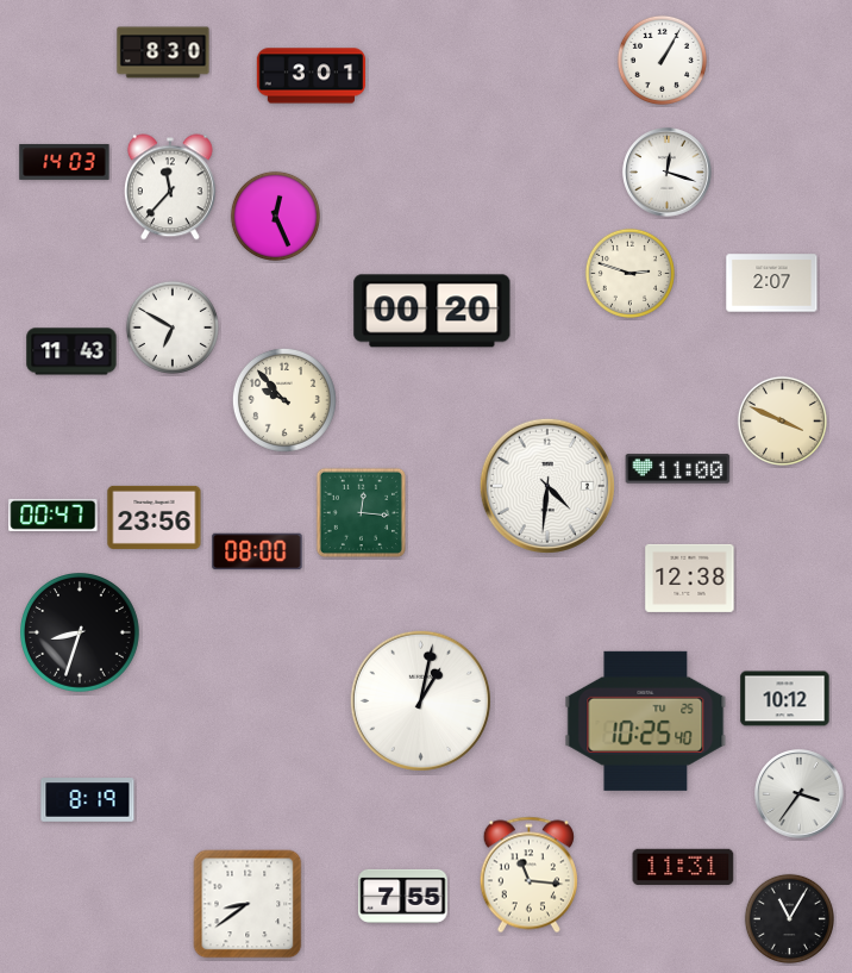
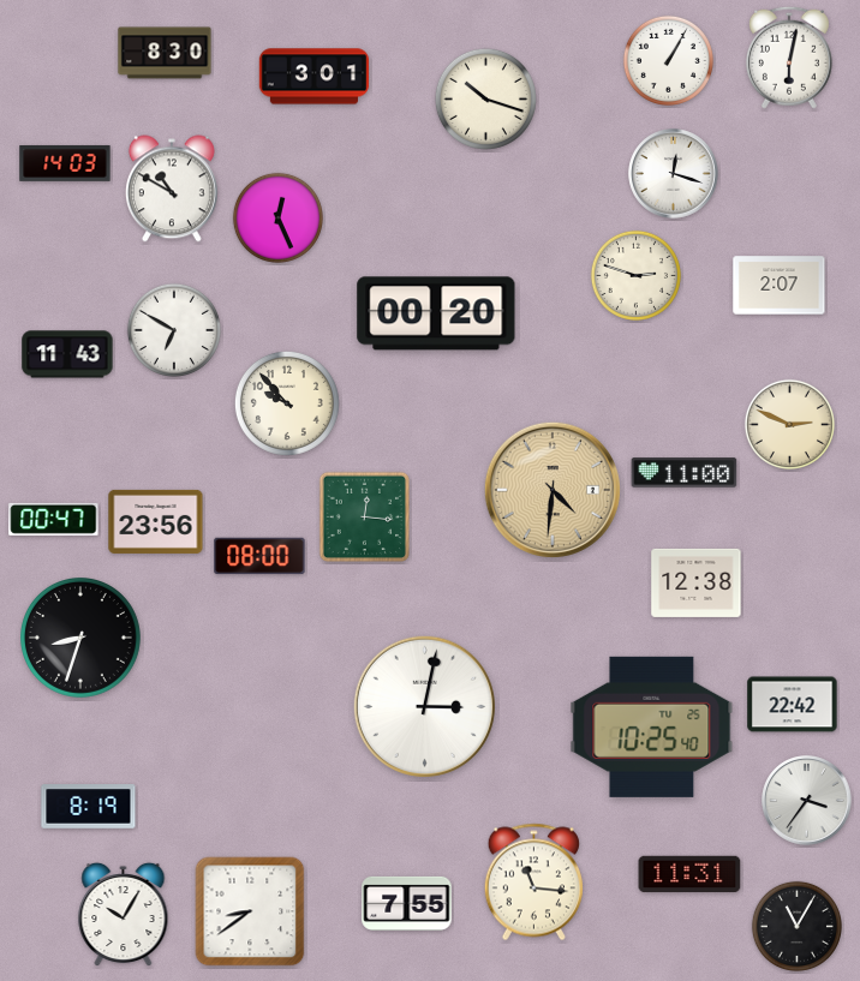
clock at (789, 58): none -> 6:02
clock at (485, 98): none -> 10:18
clock at (170, 187): 11:37 -> 10:50
clock at (71, 351) position: (71, 351) -> (67, 354)
clock at (782, 420): 3:49 -> 2:49
clock at (547, 486) dial: white -> champagne
clock at (785, 699): 10:12 -> 22:42
clock at (420, 700): 1:02 -> 3:02
clock at (124, 915): none -> 10:05
